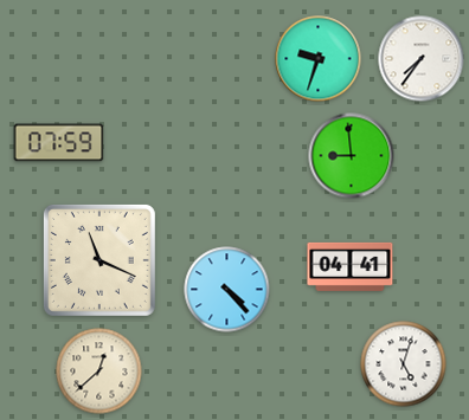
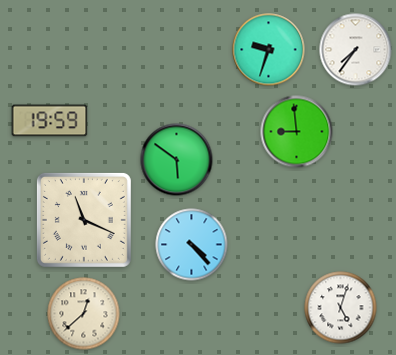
clock at (59, 143): 07:59 -> 19:59
clock at (177, 160): none -> 5:51
clock at (351, 266): 04:41 -> none
